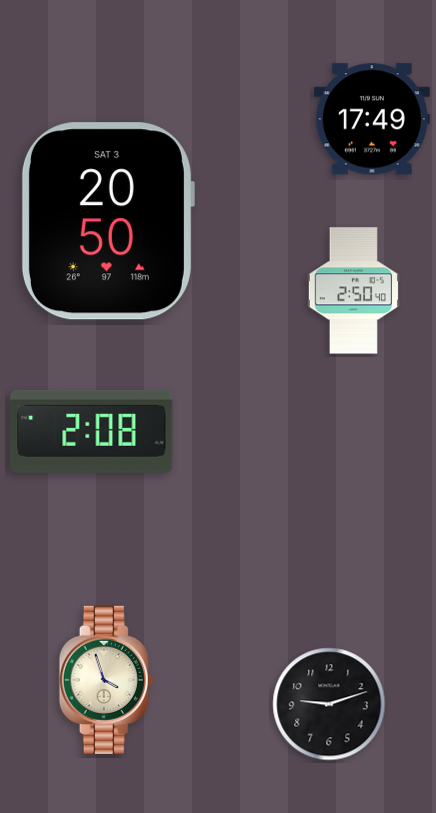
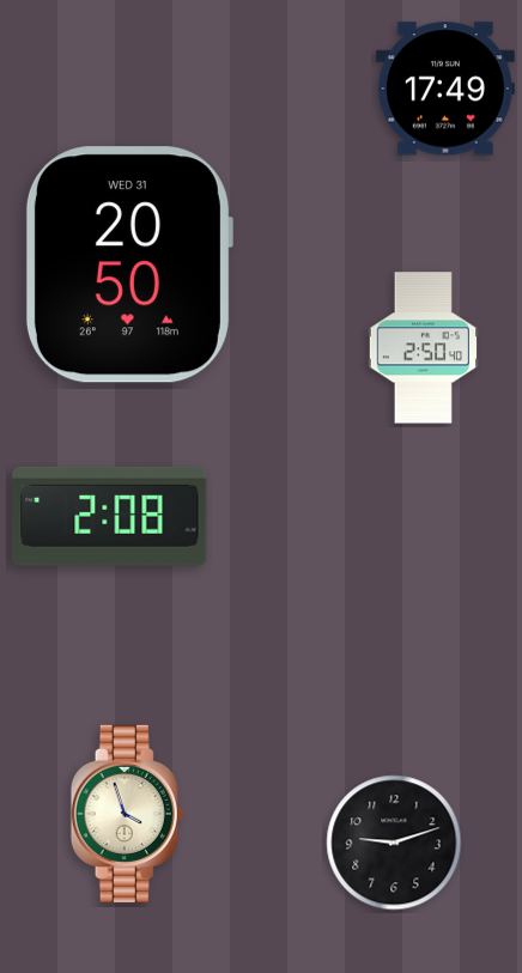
clock at (372, 119) position: (372, 119) -> (445, 89)
clock at (107, 221) date: SAT 3 -> WED 31
